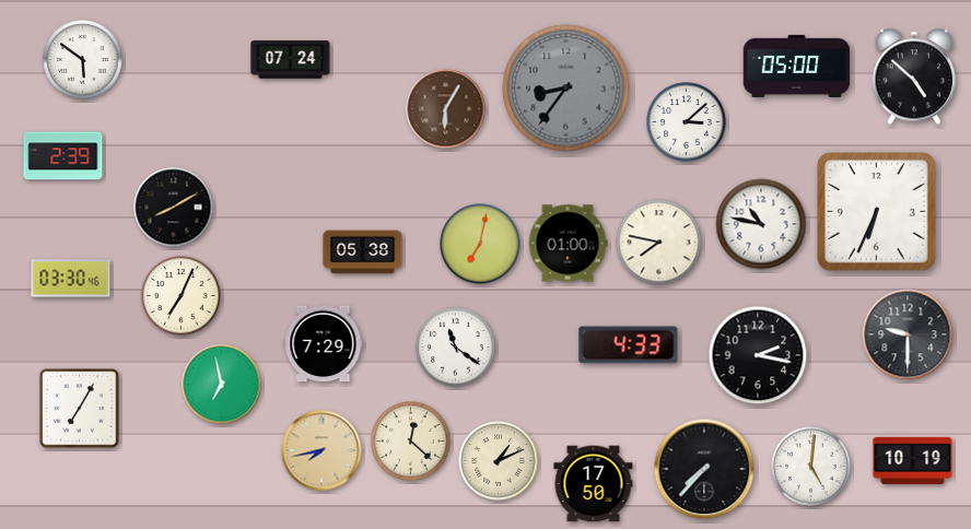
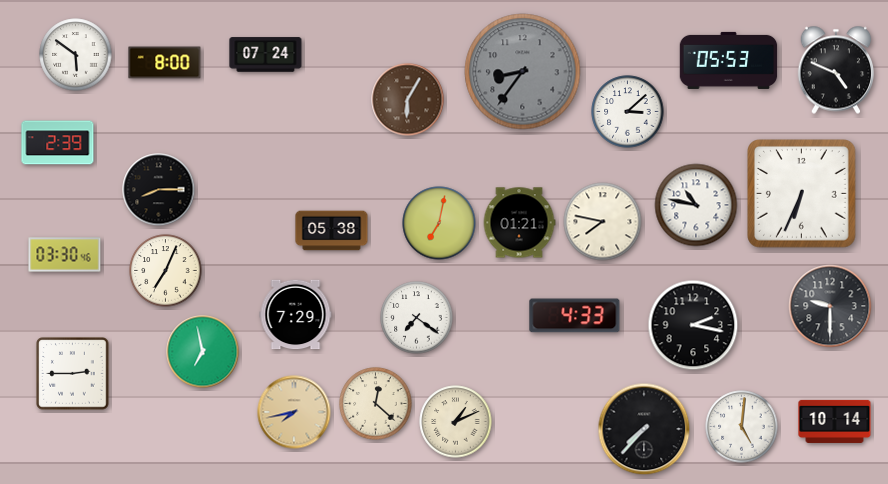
clock at (797, 66): 05:00 -> 05:53
clock at (165, 63): none -> 8:00
clock at (914, 77): 4:52 -> 4:49
clock at (566, 89) position: (566, 89) -> (523, 72)
clock at (174, 208): 8:10 -> 8:15
clock at (568, 244): 01:00 -> 01:21
clock at (456, 348): 11:21 -> 7:21
clock at (80, 409): 7:05 -> 2:45
clock at (913, 460): 10:19 -> 10:14
clock at (594, 484): 17:50 -> none
